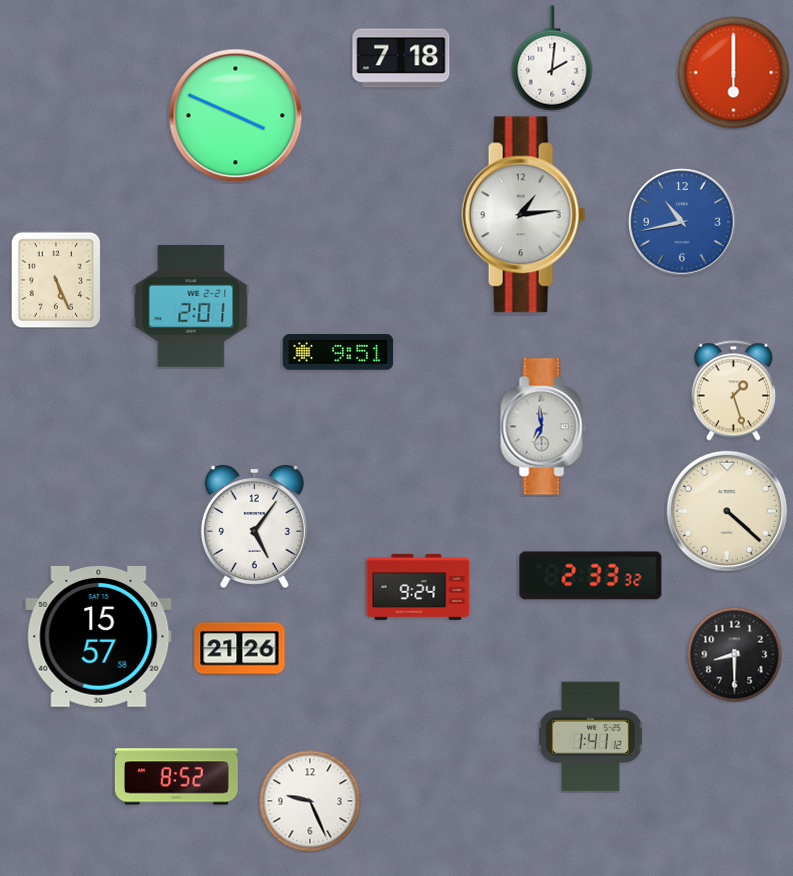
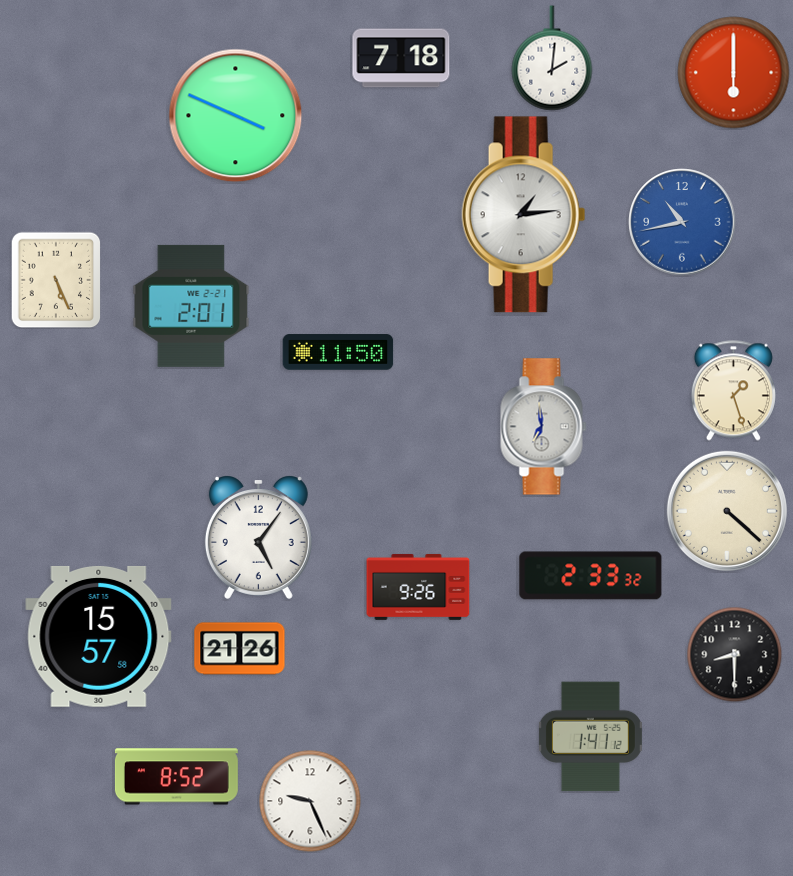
clock at (338, 352): 9:51 -> 11:50
clock at (254, 527) position: (254, 527) -> (258, 538)
clock at (418, 587): 9:24 -> 9:26
